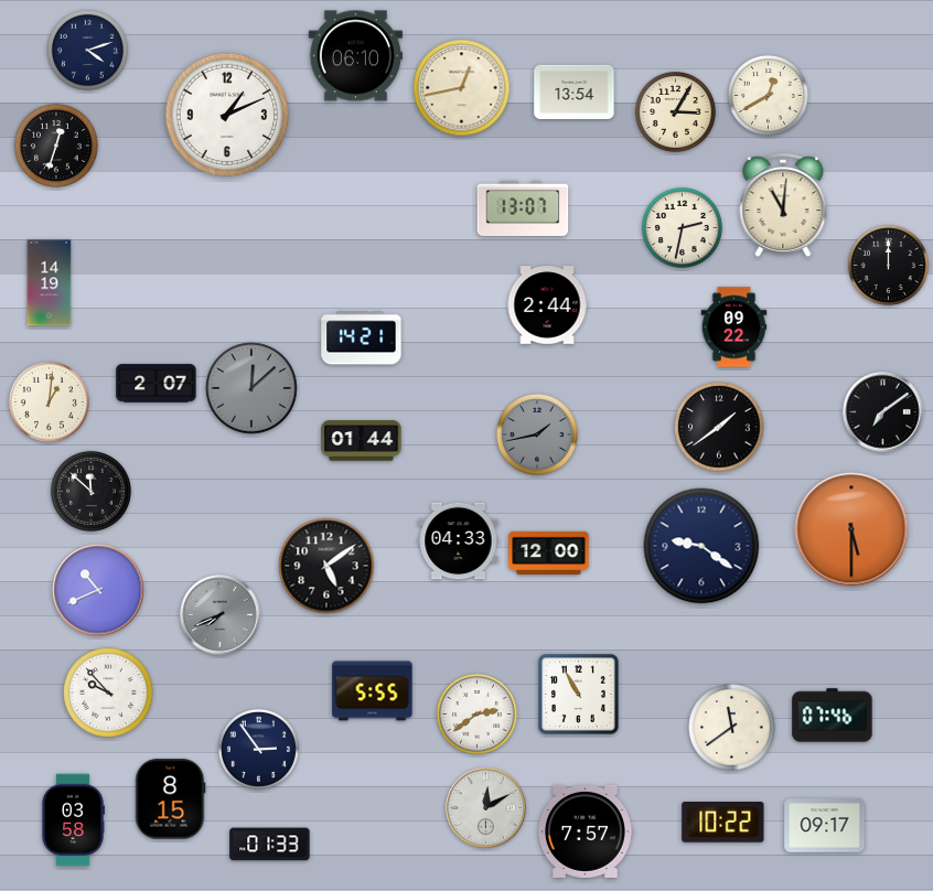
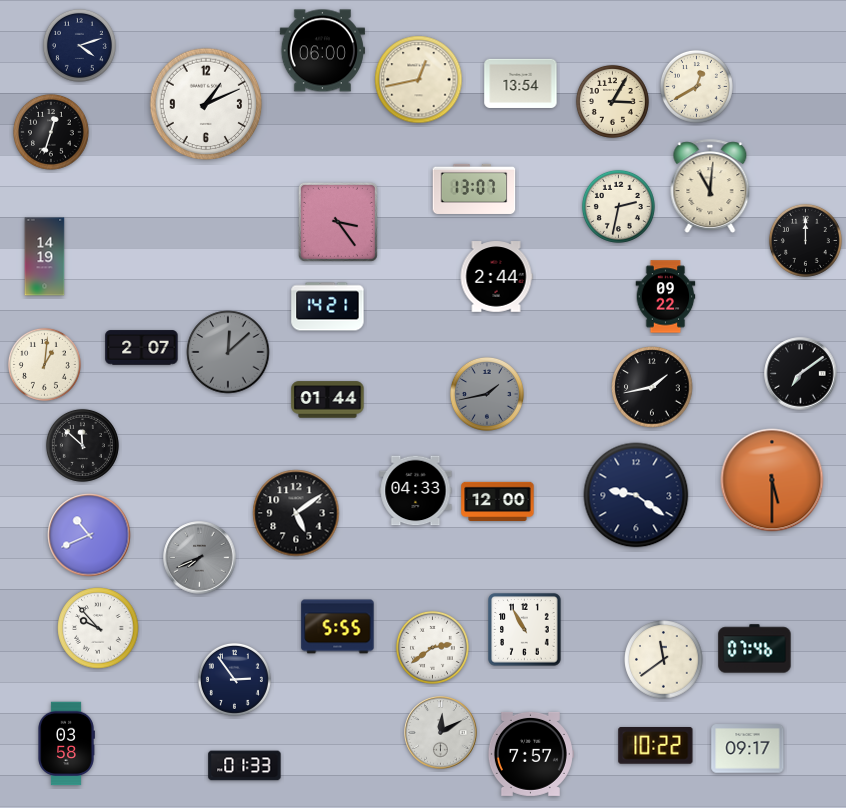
clock at (355, 56): 06:10 -> 06:00
clock at (338, 222): none -> 3:24
clock at (719, 427): 1:39 -> 1:43
clock at (170, 799): 8:15 -> none
